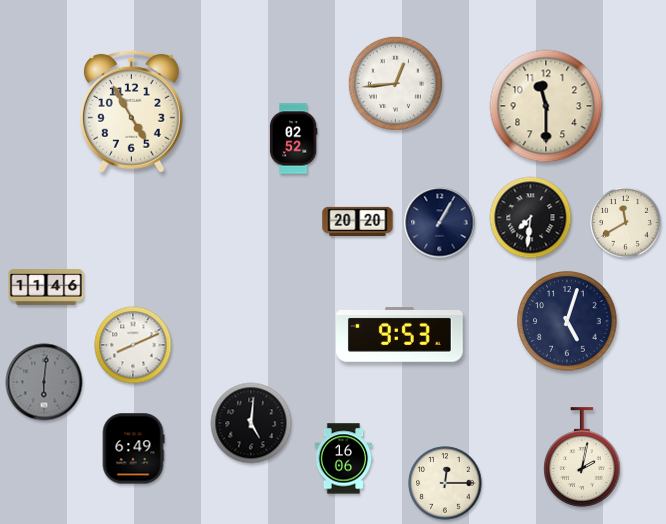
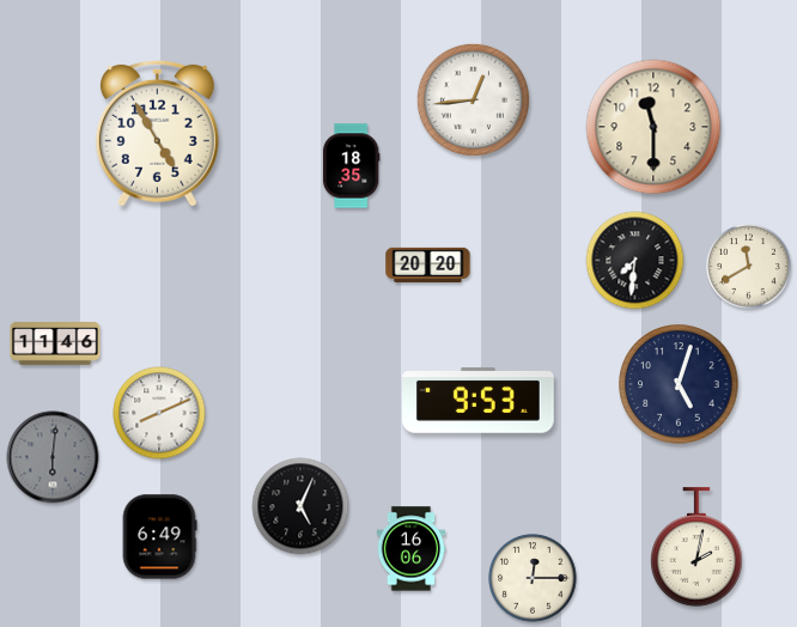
clock at (293, 139): 02:52 -> 18:35
clock at (440, 223): 1:05 -> none
clock at (251, 423): 5:01 -> 5:04
